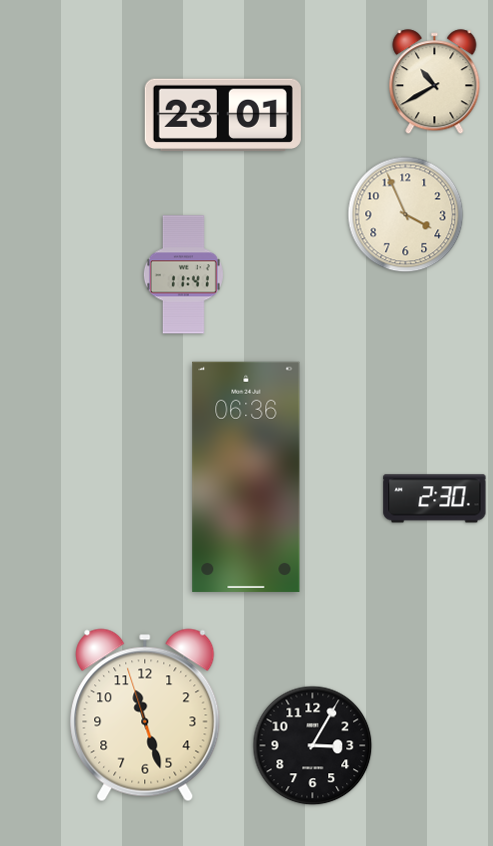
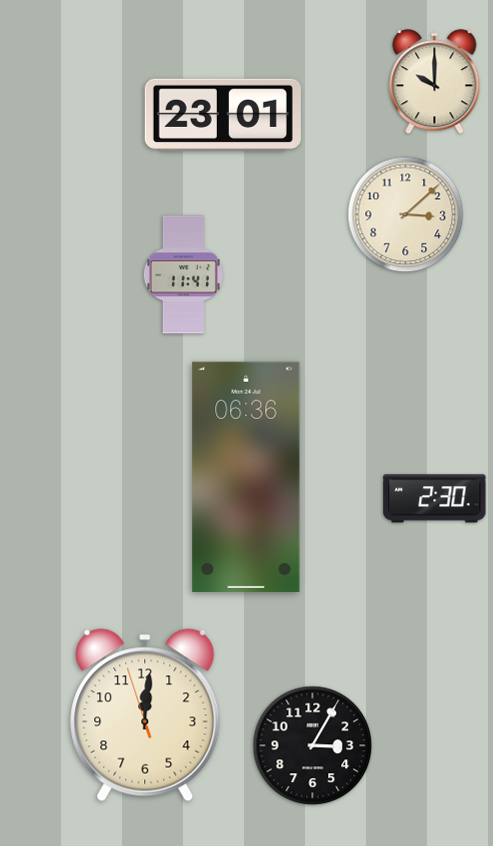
clock at (435, 82): 10:40 -> 10:00
clock at (406, 215): 3:56 -> 3:08
clock at (145, 715): 11:26 -> 12:00
